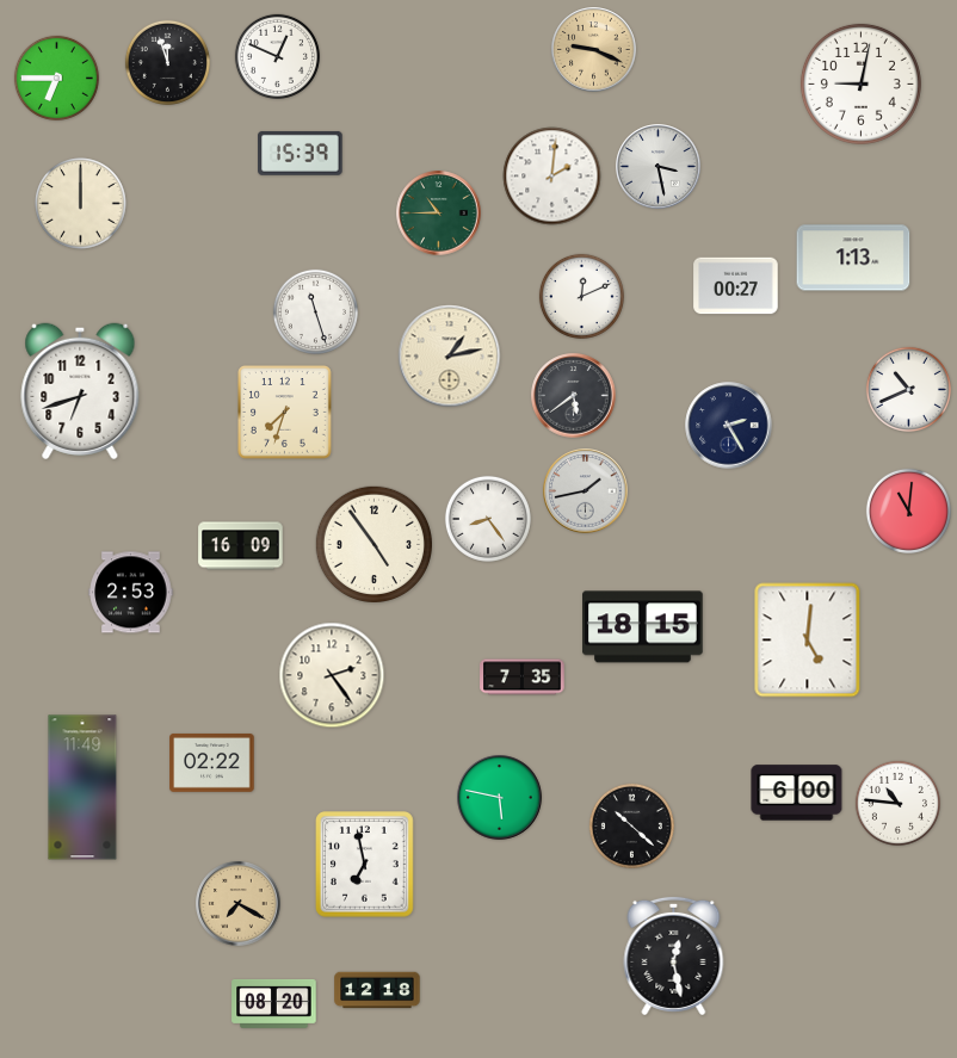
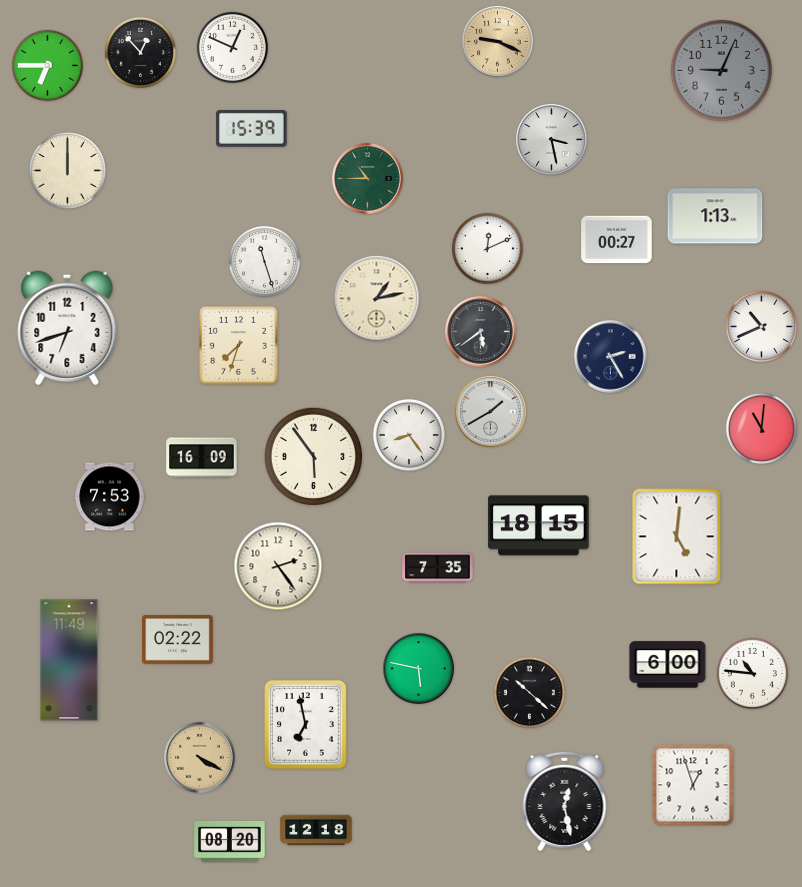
clock at (167, 62): 11:57 -> 12:53
clock at (860, 83): 9:02 -> 9:04
clock at (860, 83) dial: white -> grey
clock at (552, 177): 2:01 -> none
clock at (586, 491): 1:43 -> 1:40
clock at (373, 544): 4:54 -> 5:54
clock at (131, 593): 2:53 -> 7:53
clock at (239, 904): 7:20 -> 4:20
clock at (693, 785): none -> 12:57
